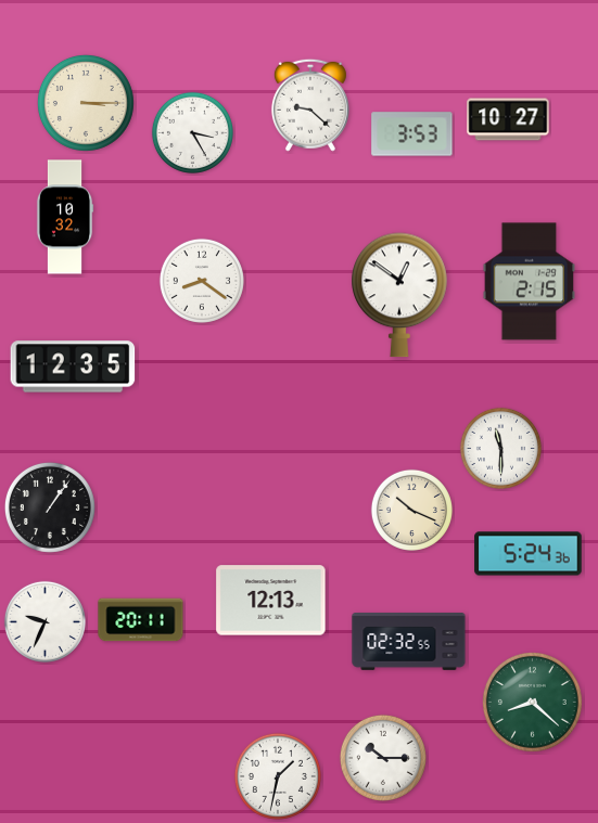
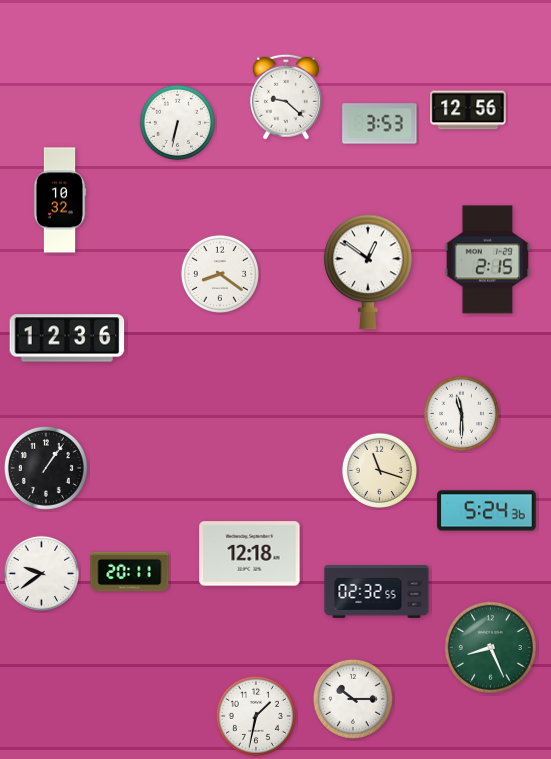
clock at (86, 103): 3:15 -> none
clock at (508, 119): 10:27 -> 12:56
clock at (192, 132): 3:25 -> 6:32
clock at (202, 281) position: (202, 281) -> (220, 274)
clock at (73, 367): 12:35 -> 12:36
clock at (411, 510): 10:19 -> 11:18
clock at (271, 601): 12:13 -> 12:18
clock at (44, 621): 9:34 -> 9:39
clock at (532, 702): 8:22 -> 8:26
